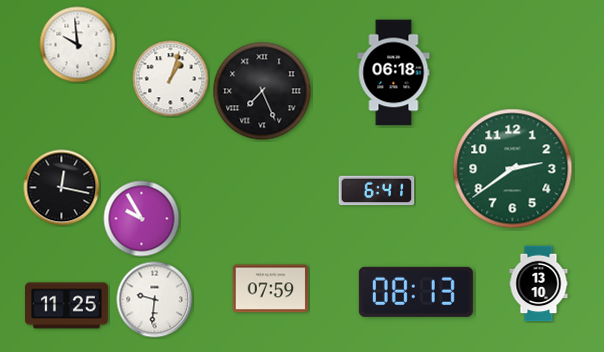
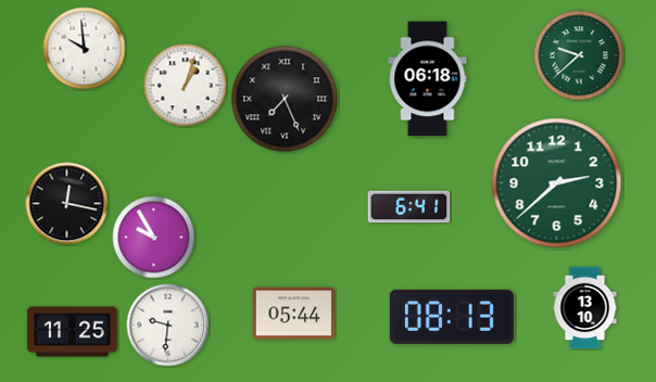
clock at (579, 55): none -> 9:38
clock at (513, 169): 2:39 -> 2:38
clock at (271, 289): 07:59 -> 05:44
